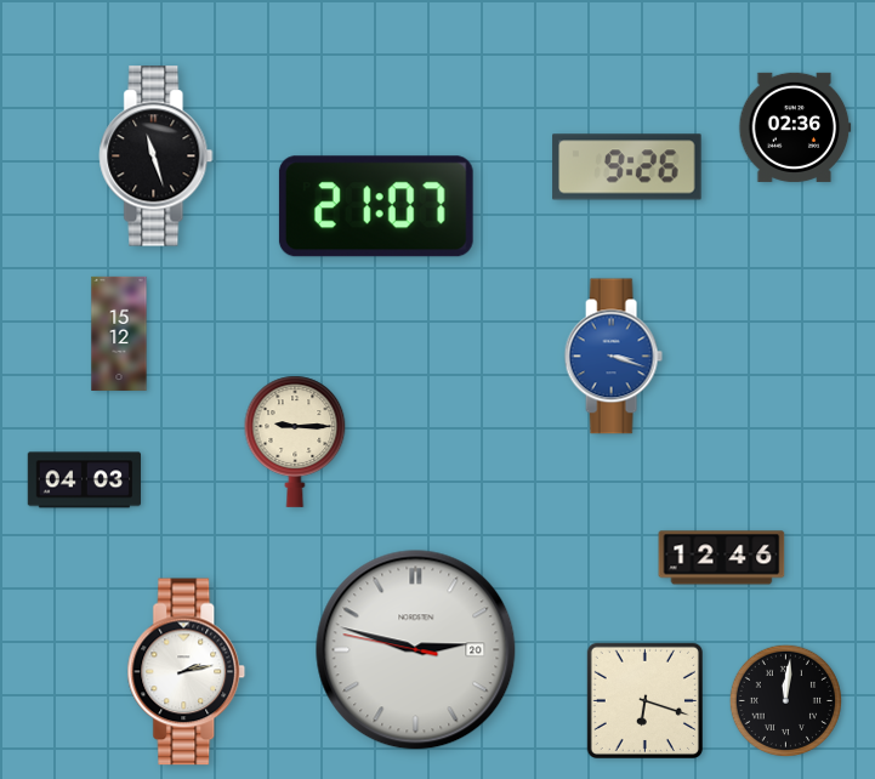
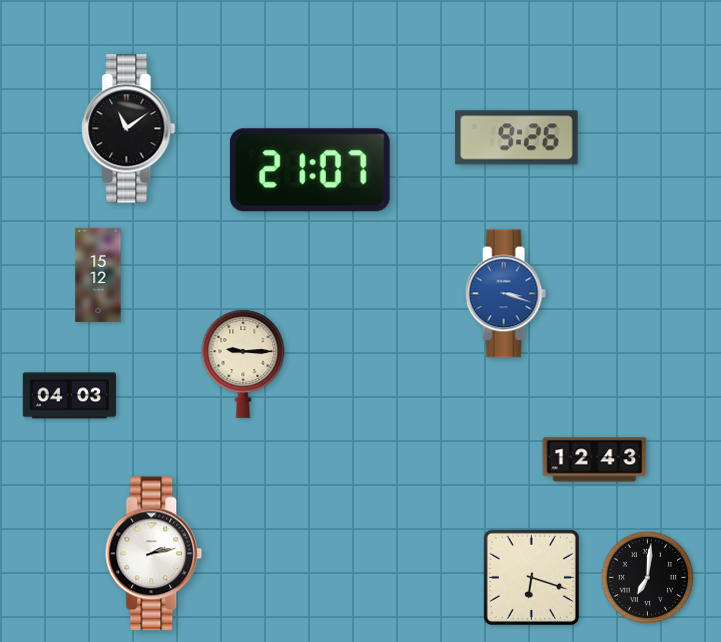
clock at (795, 127): 02:36 -> none
clock at (157, 157): 11:27 -> 11:09
clock at (722, 558): 12:46 -> 12:43
clock at (416, 650): 2:47 -> none
clock at (785, 700): 12:01 -> 7:01
